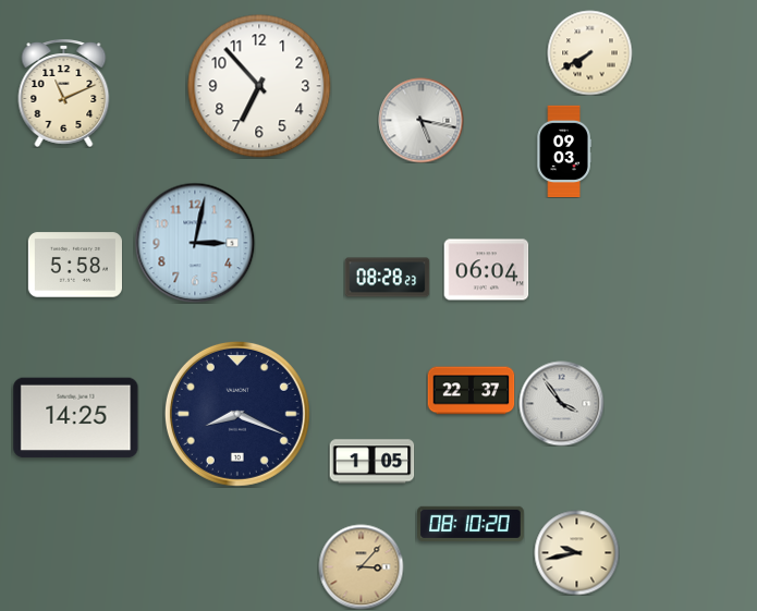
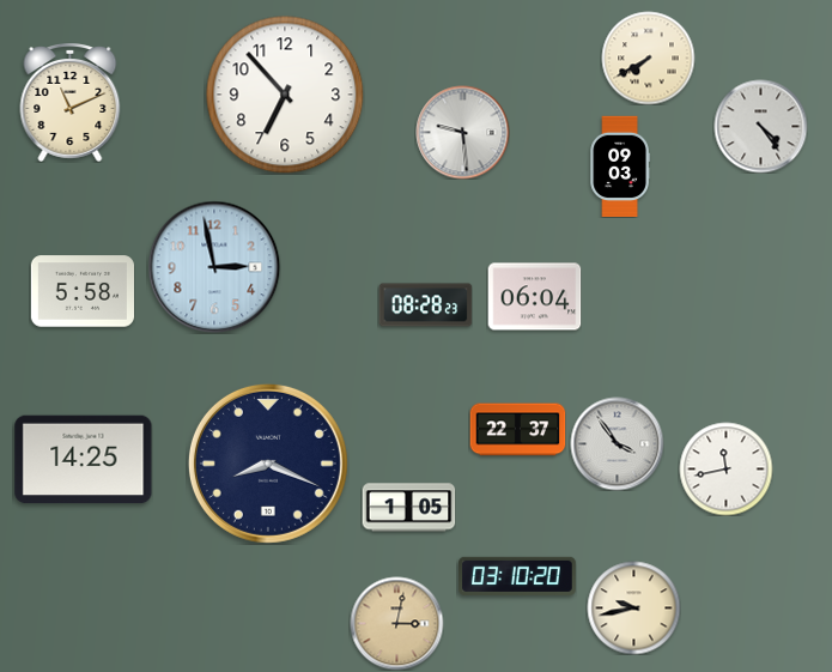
clock at (760, 126): none -> 4:24
clock at (420, 120): 5:17 -> 9:29
clock at (195, 243): 3:02 -> 2:58
clock at (237, 414) position: (237, 414) -> (268, 464)
clock at (725, 468): none -> 11:43
clock at (471, 524): 08:10 -> 03:10
clock at (361, 566): 3:07 -> 3:02
